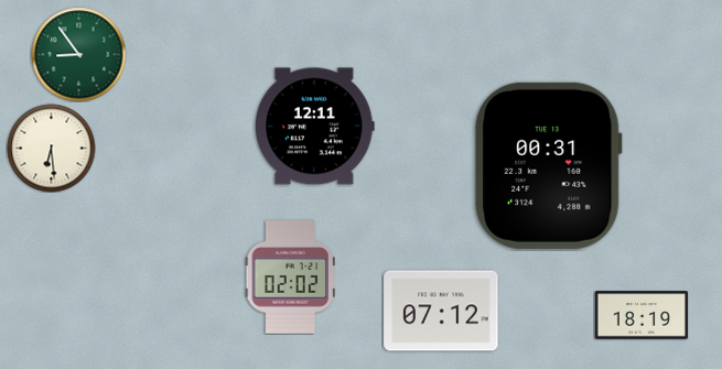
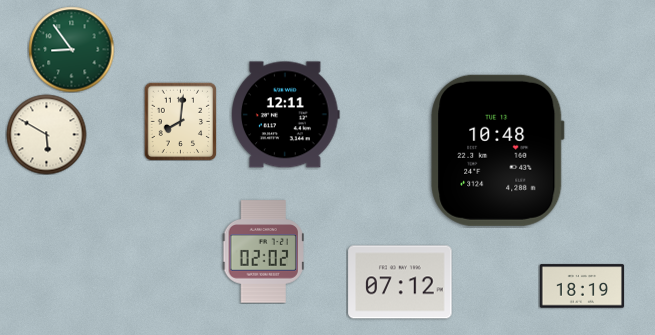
clock at (181, 121): none -> 8:01
clock at (51, 148): 6:29 -> 5:50
clock at (549, 165): 00:31 -> 10:48
